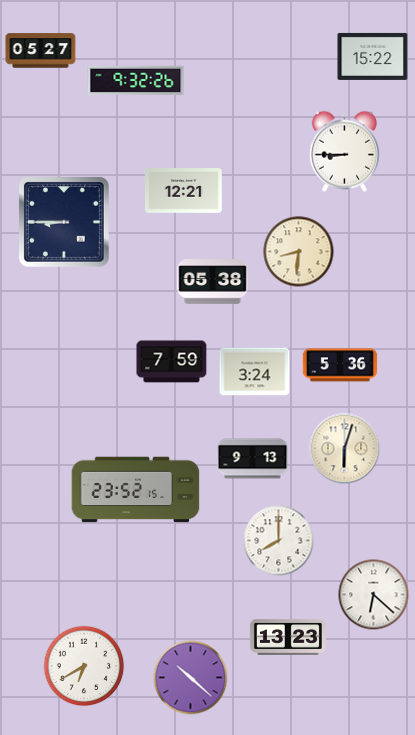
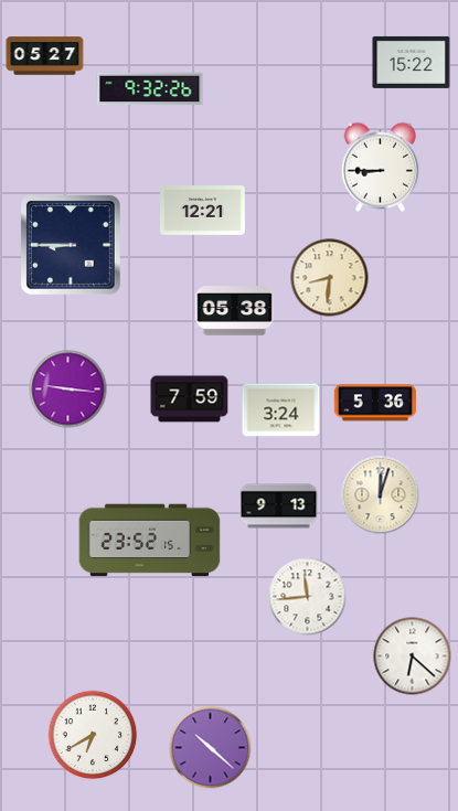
clock at (68, 390): none -> 9:16
clock at (345, 449): 6:03 -> 12:03
clock at (279, 541): 8:00 -> 11:44
clock at (288, 638): 13:23 -> none
